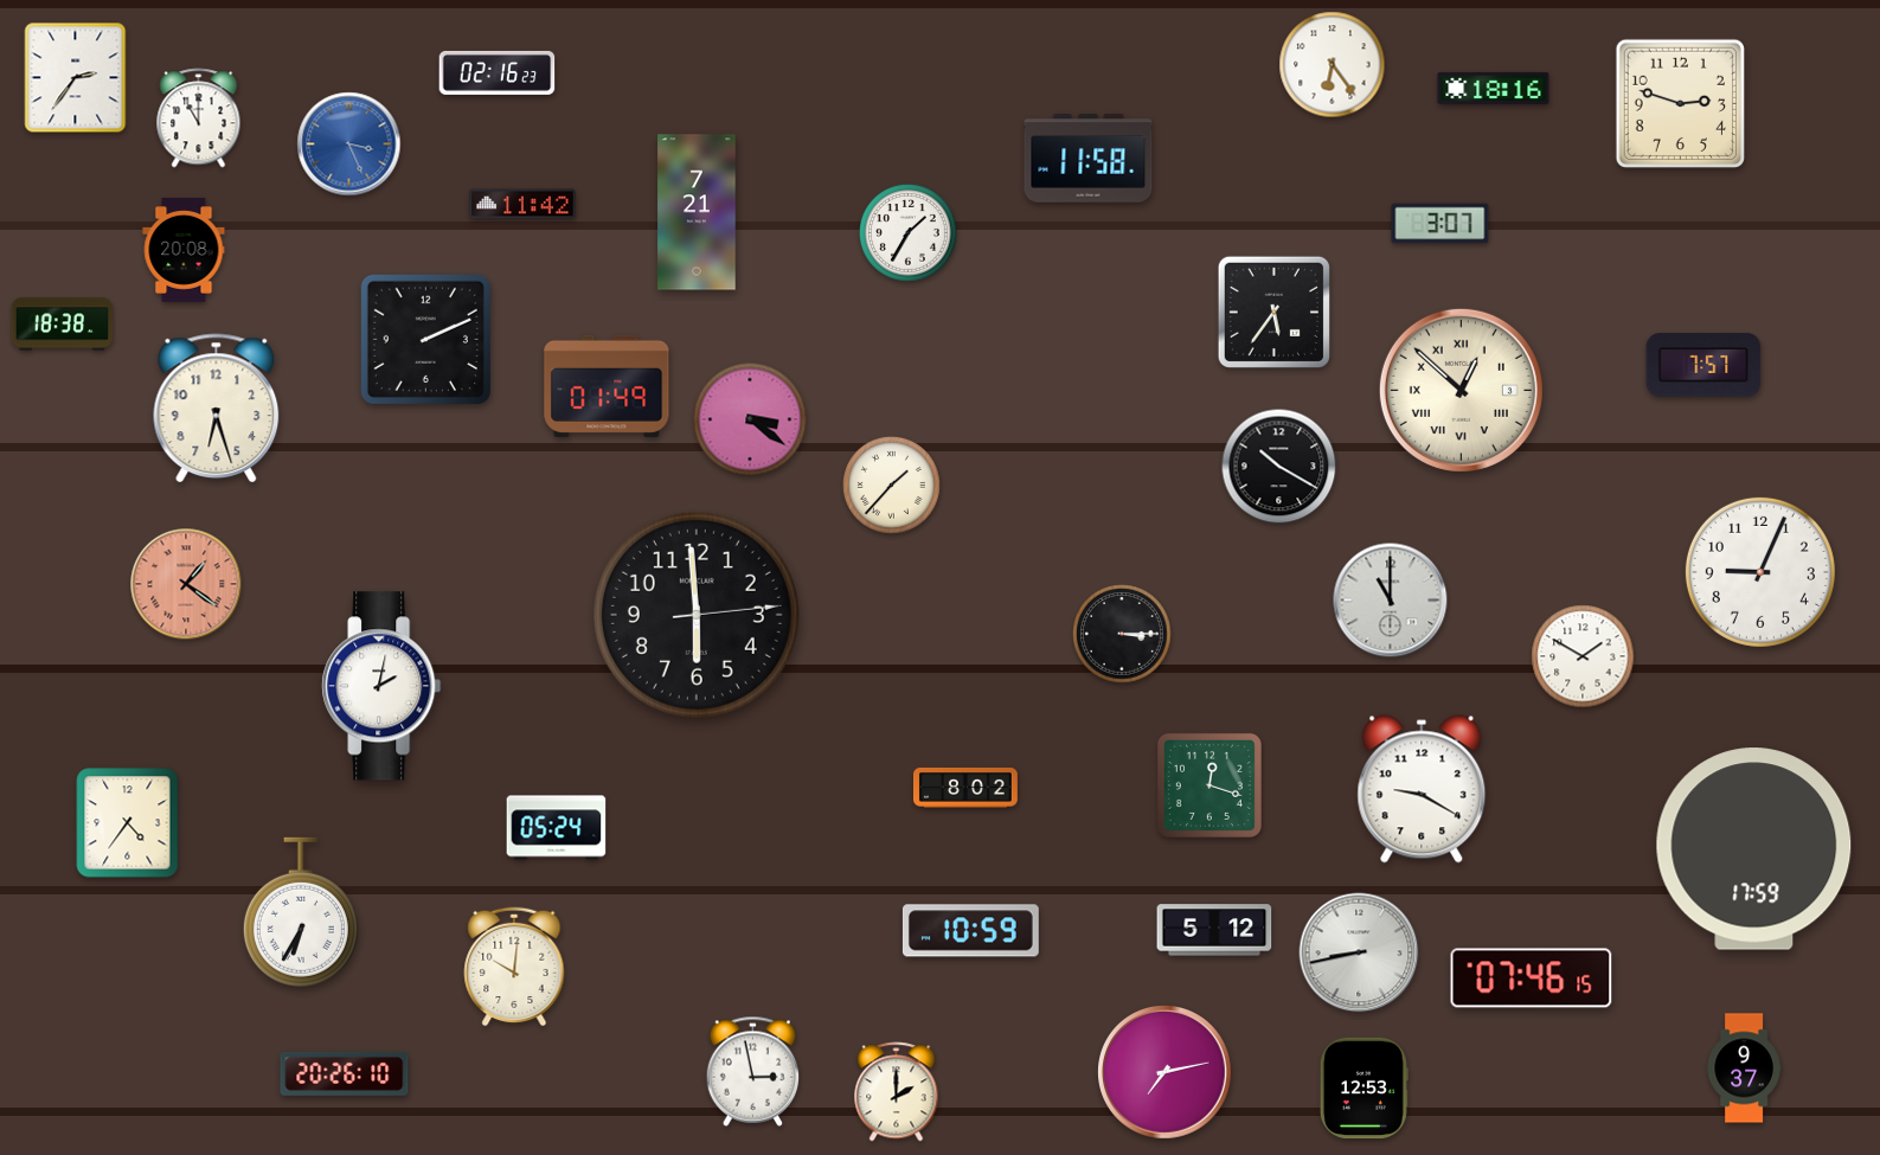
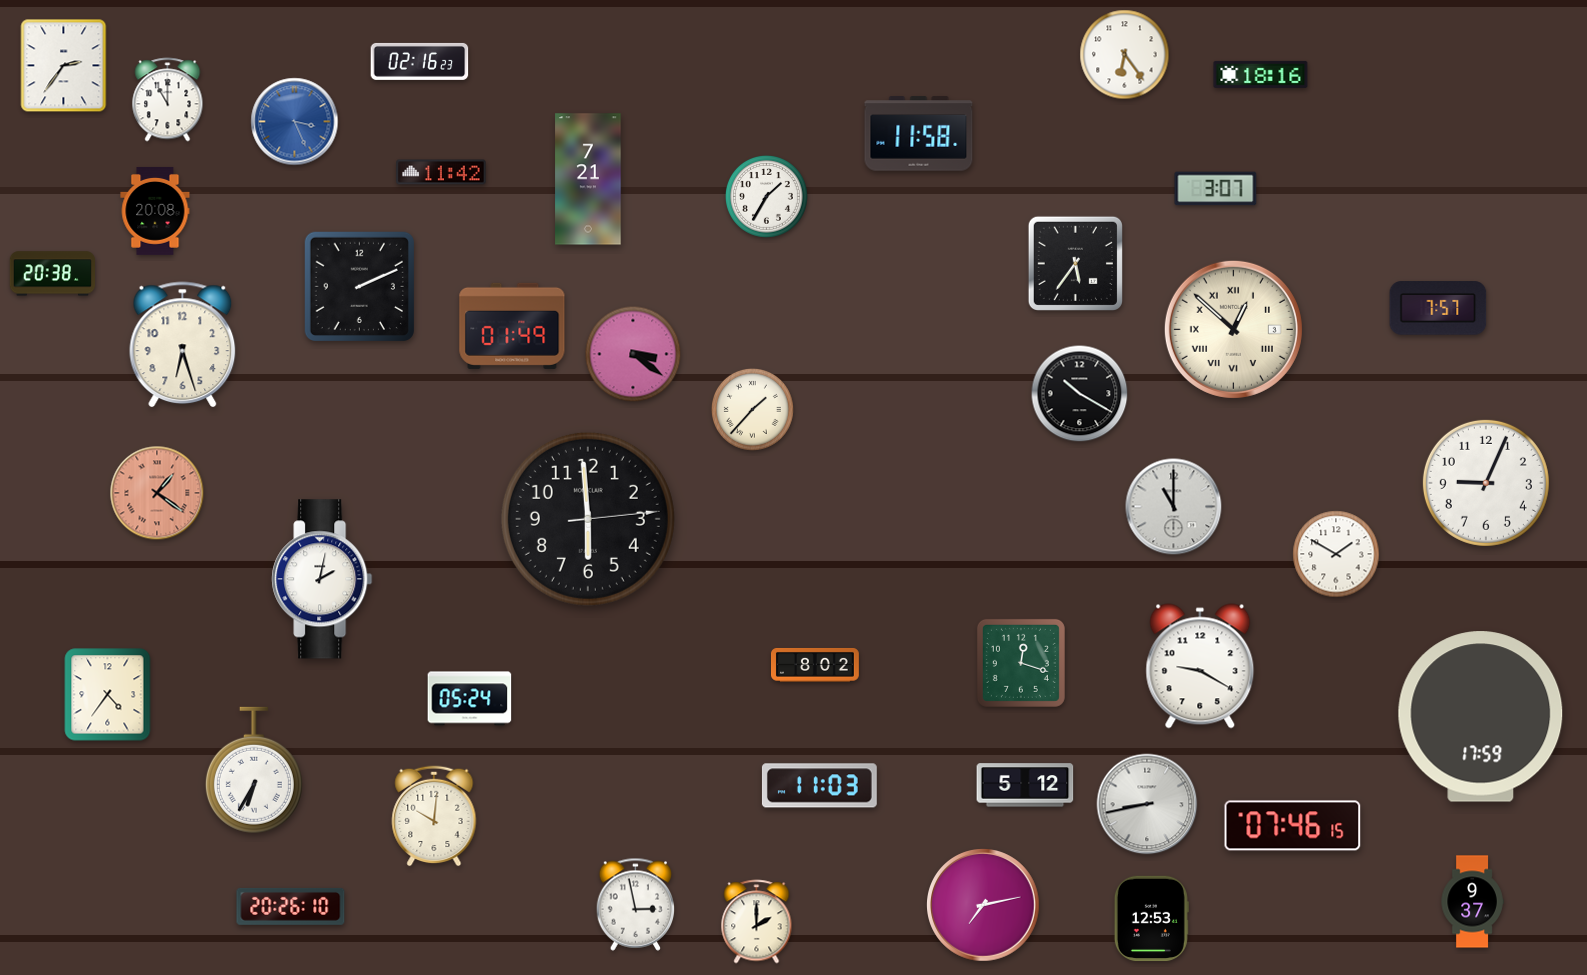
clock at (1680, 103): 2:48 -> none
clock at (63, 325): 18:38 -> 20:38
clock at (1122, 634): 3:15 -> none
clock at (970, 931): 10:59 -> 11:03
